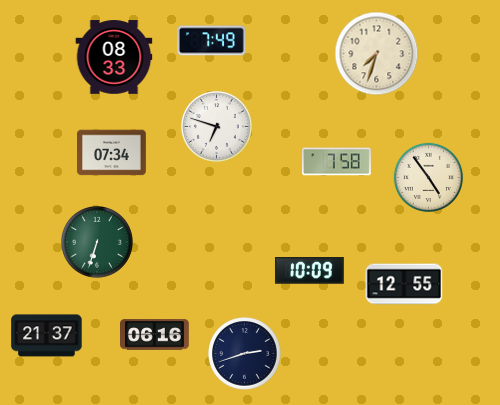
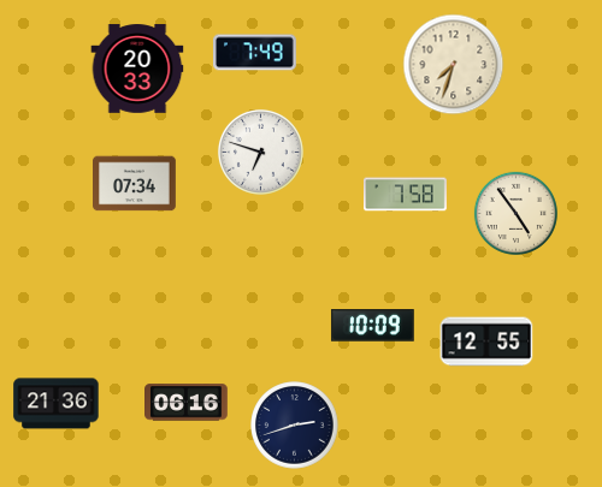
clock at (212, 41) position: (212, 41) -> (255, 53)
clock at (114, 57): 08:33 -> 20:33
clock at (98, 243): 6:33 -> none
clock at (47, 336): 21:37 -> 21:36
